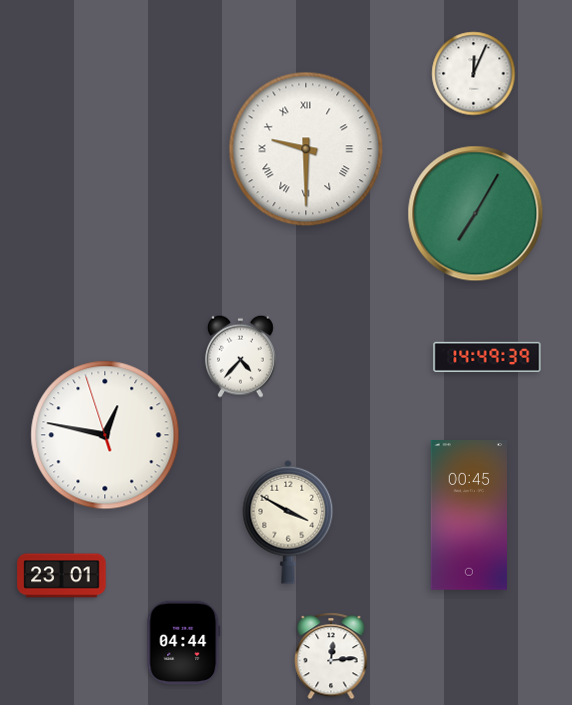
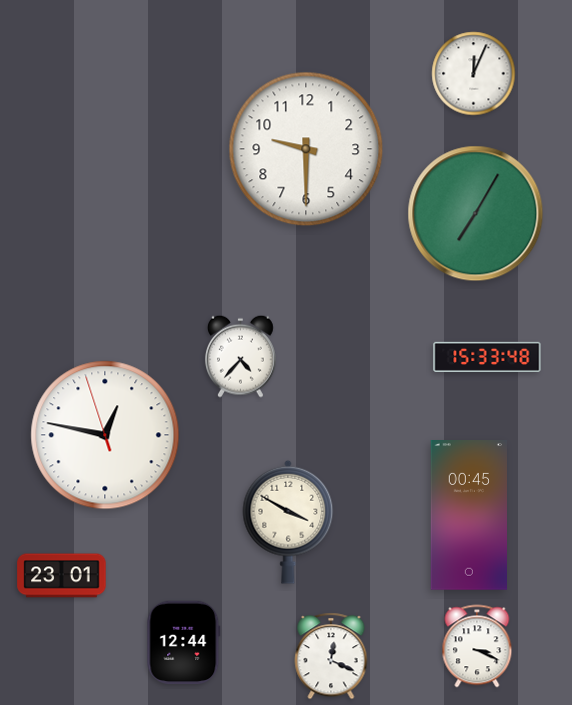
clock at (306, 149) numerals: Roman -> Arabic
clock at (487, 356): 14:49 -> 15:33
clock at (184, 643): 04:44 -> 12:44
clock at (477, 646): none -> 3:19
clock at (331, 656): 12:14 -> 12:19
